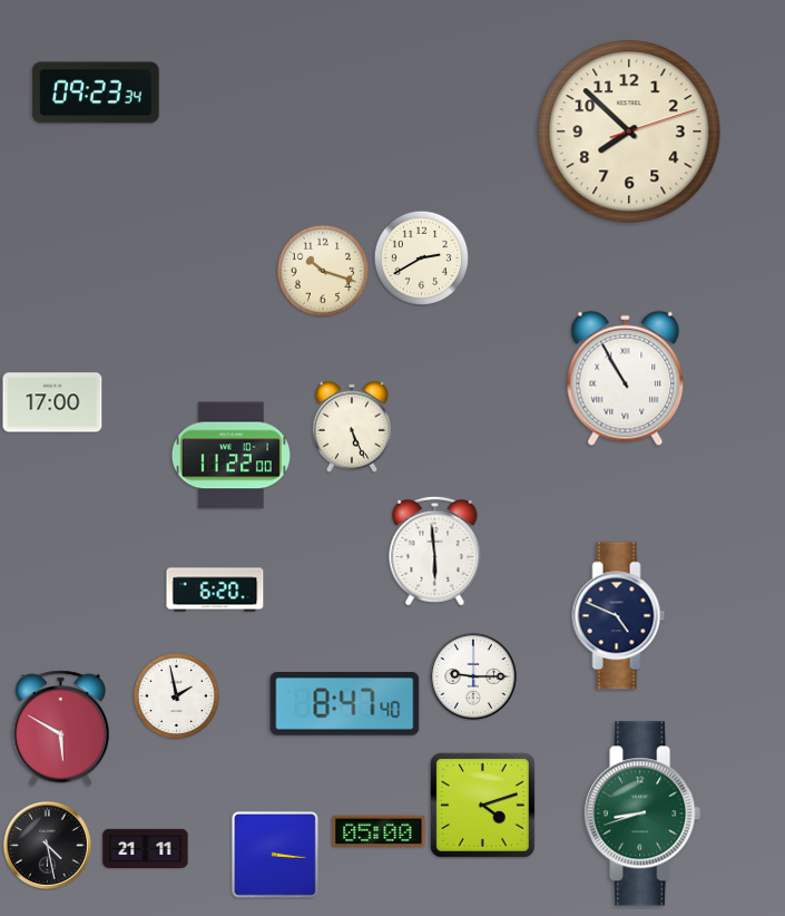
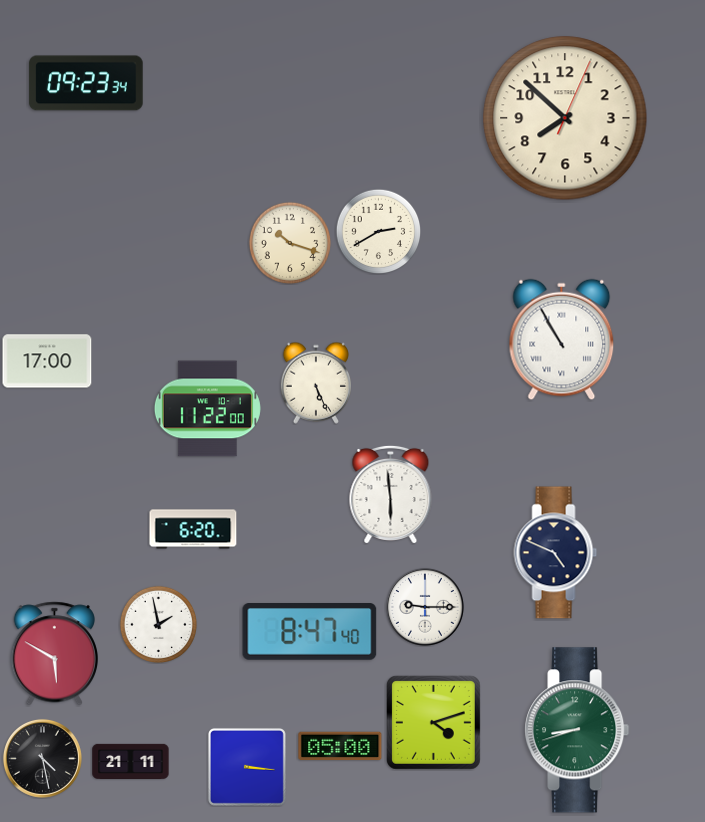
clock at (629, 131): 7:52:12 -> 7:52:04
